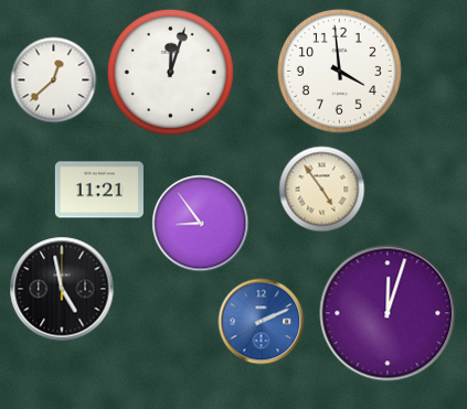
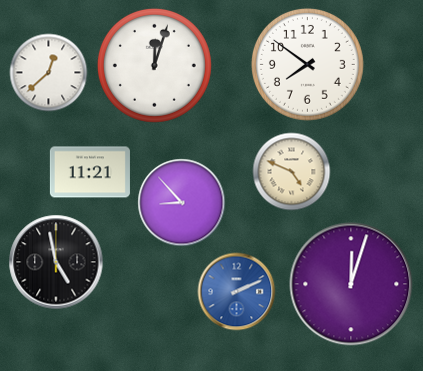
clock at (339, 71): 3:59 -> 7:51
clock at (321, 189): 4:54 -> 4:49
clock at (200, 223): 8:54 -> 8:53
